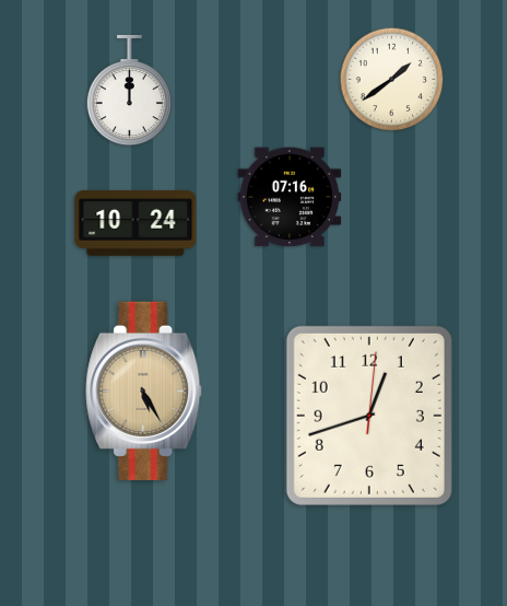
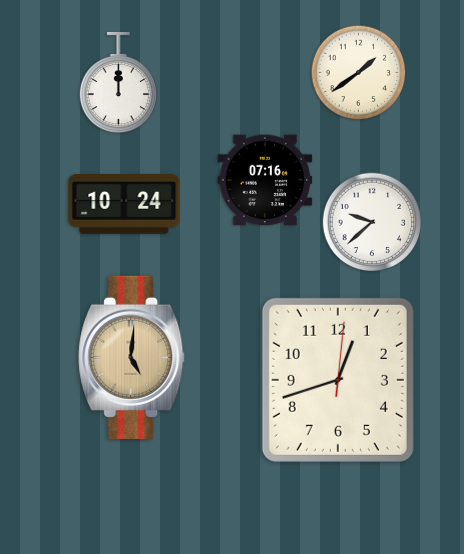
clock at (371, 221): none -> 9:38
clock at (144, 391): 5:25 -> 5:01
